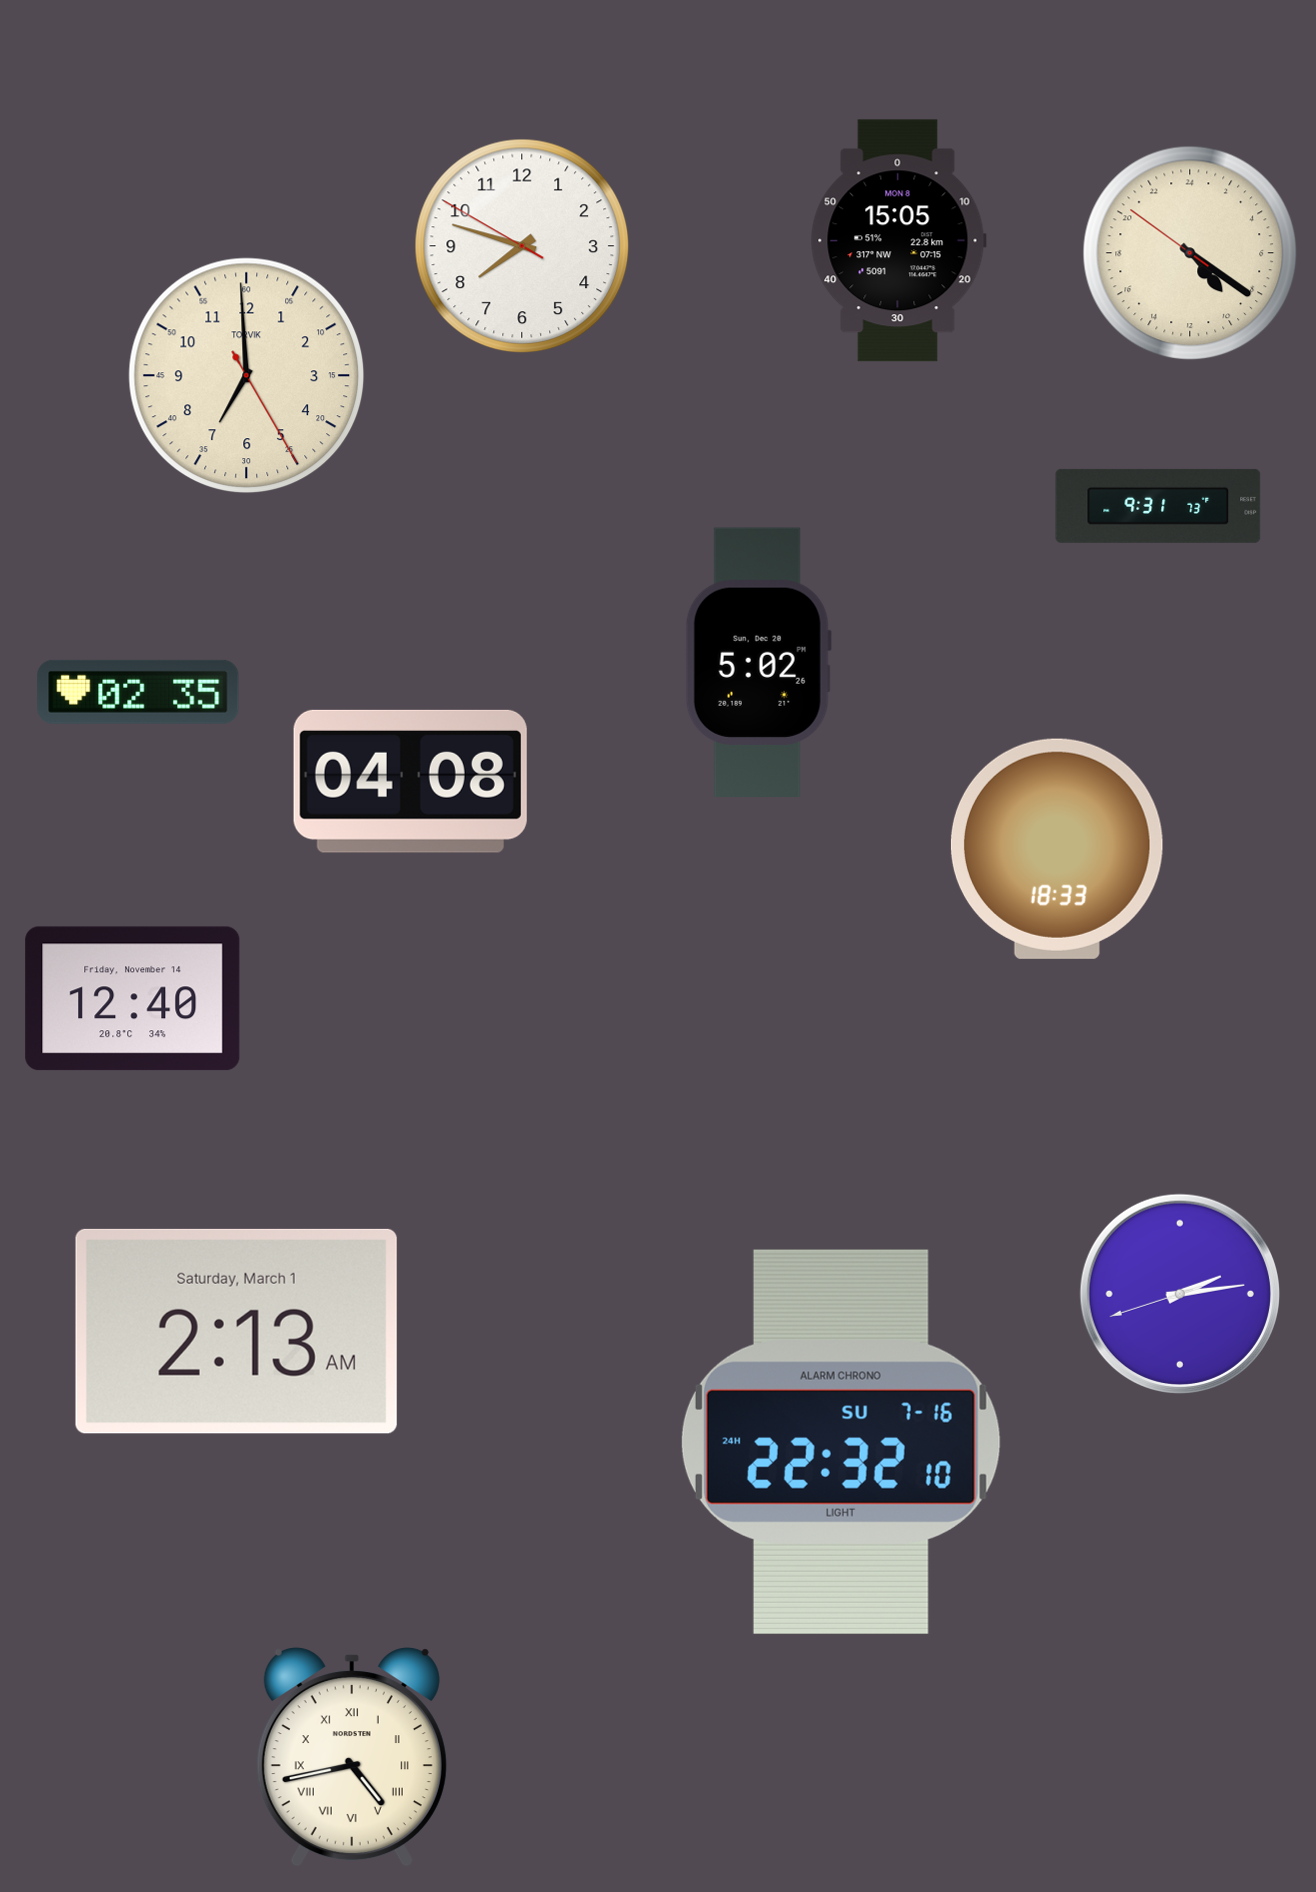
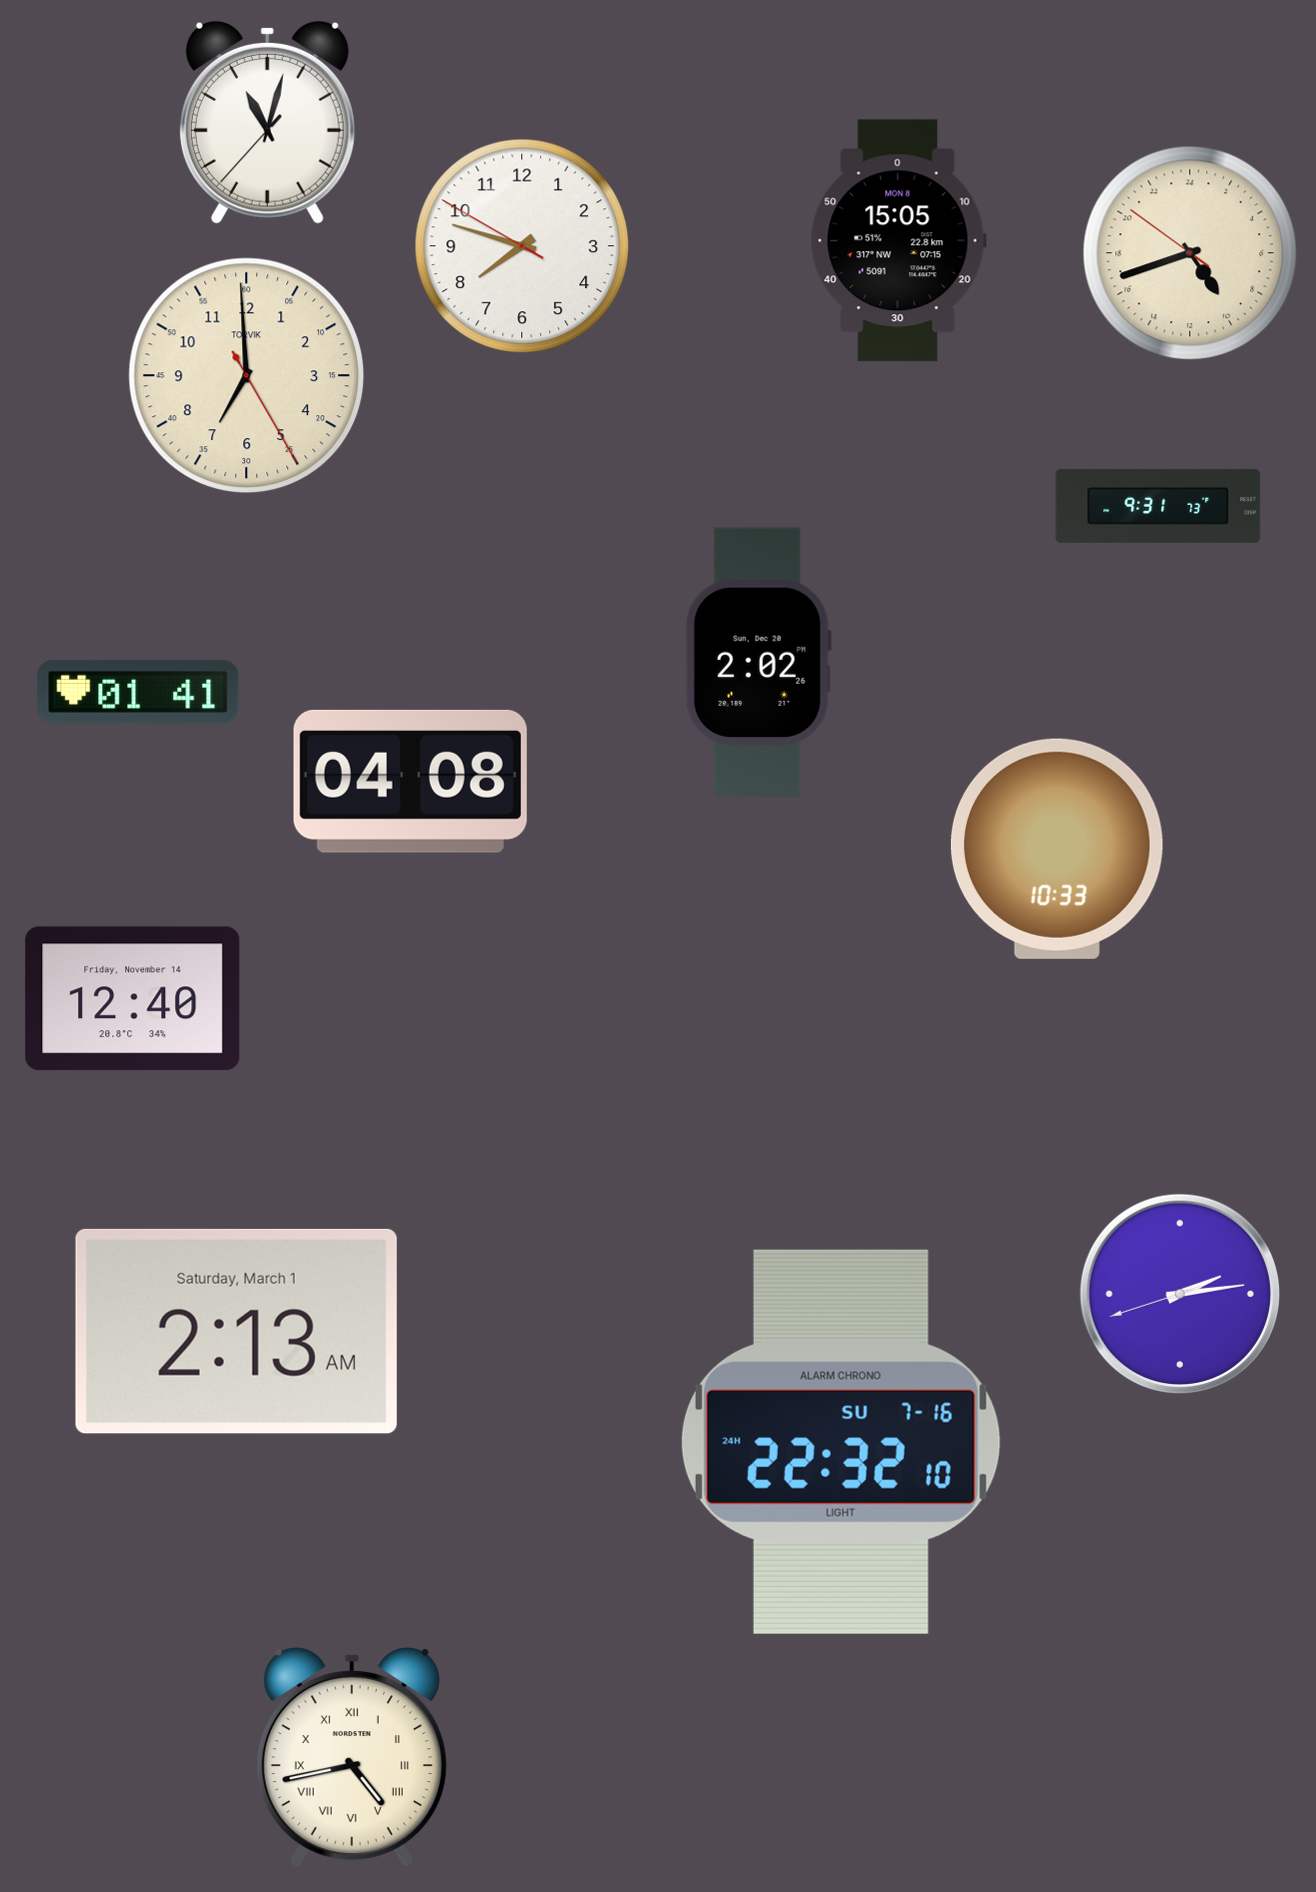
clock at (267, 122): none -> 11:02
clock at (1190, 253): 9:20 -> 9:41
clock at (758, 662): 5:02 -> 2:02
clock at (138, 692): 02:35 -> 01:41
clock at (1057, 849): 18:33 -> 10:33
